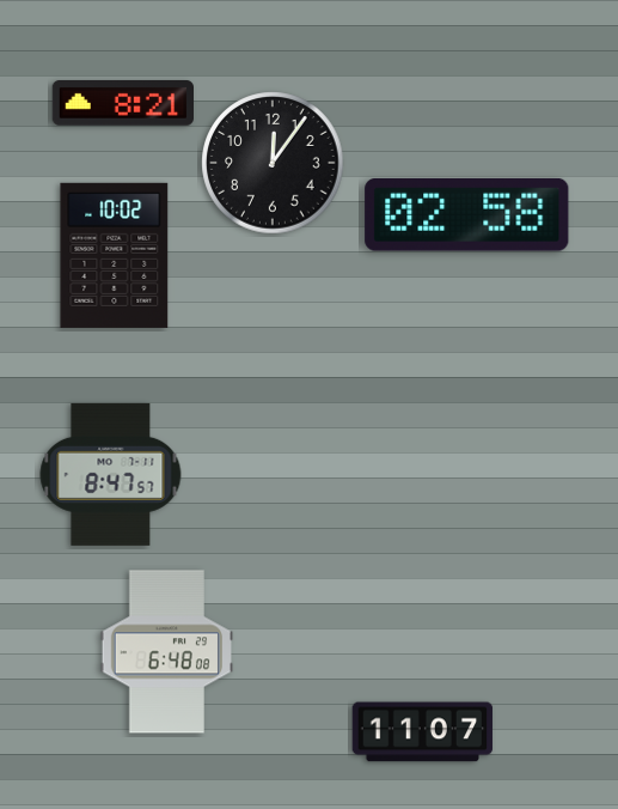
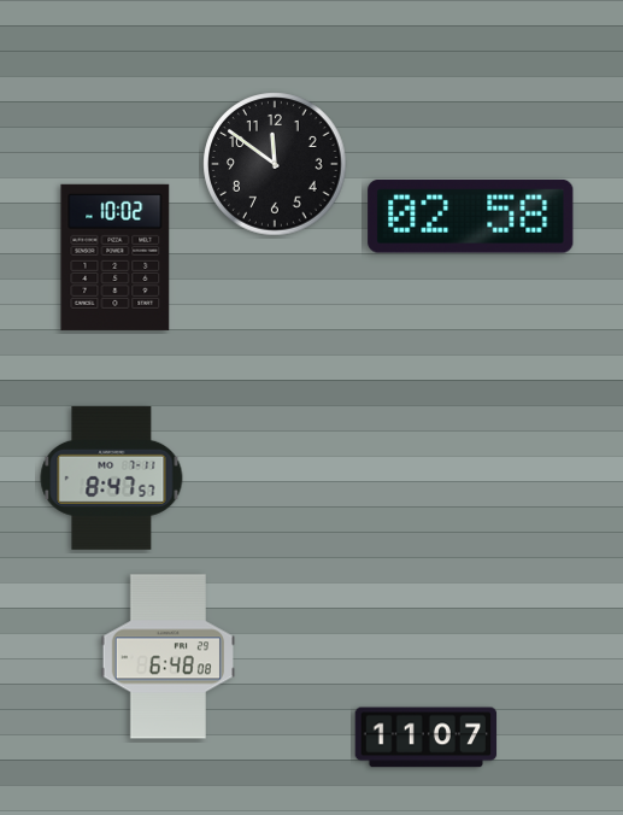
clock at (122, 103): 8:21 -> none
clock at (273, 163): 12:06 -> 11:51
